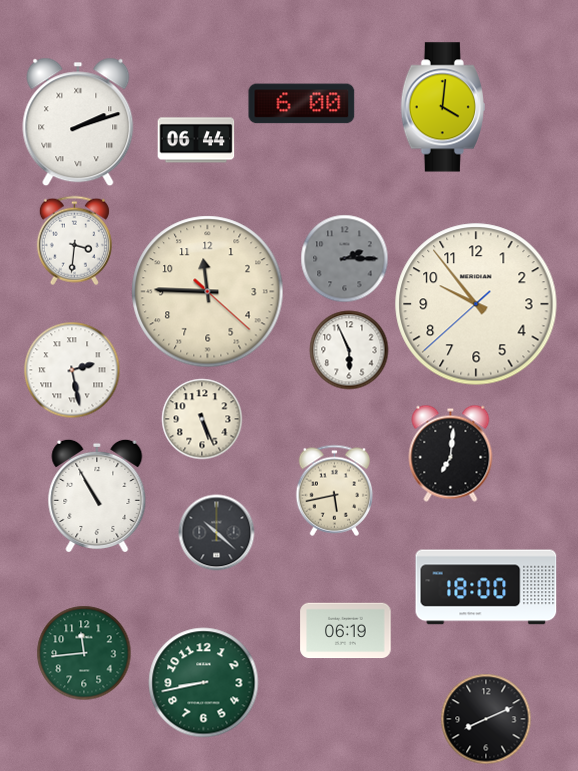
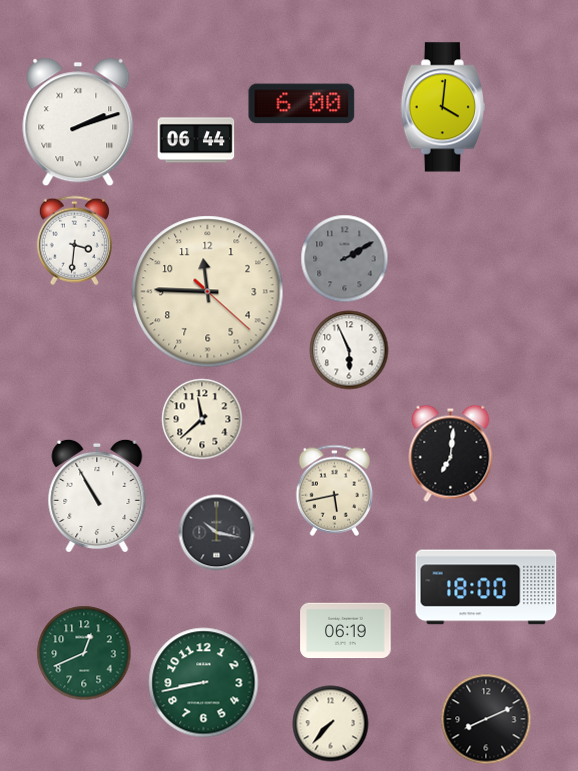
clock at (345, 259): 2:15 -> 2:10
clock at (476, 304): 9:53 -> none
clock at (72, 370): 2:28 -> none
clock at (202, 419): 5:26 -> 11:38
clock at (217, 533): 10:22 -> 10:17
clock at (84, 653): 11:44 -> 12:41
clock at (331, 724): none -> 7:37
